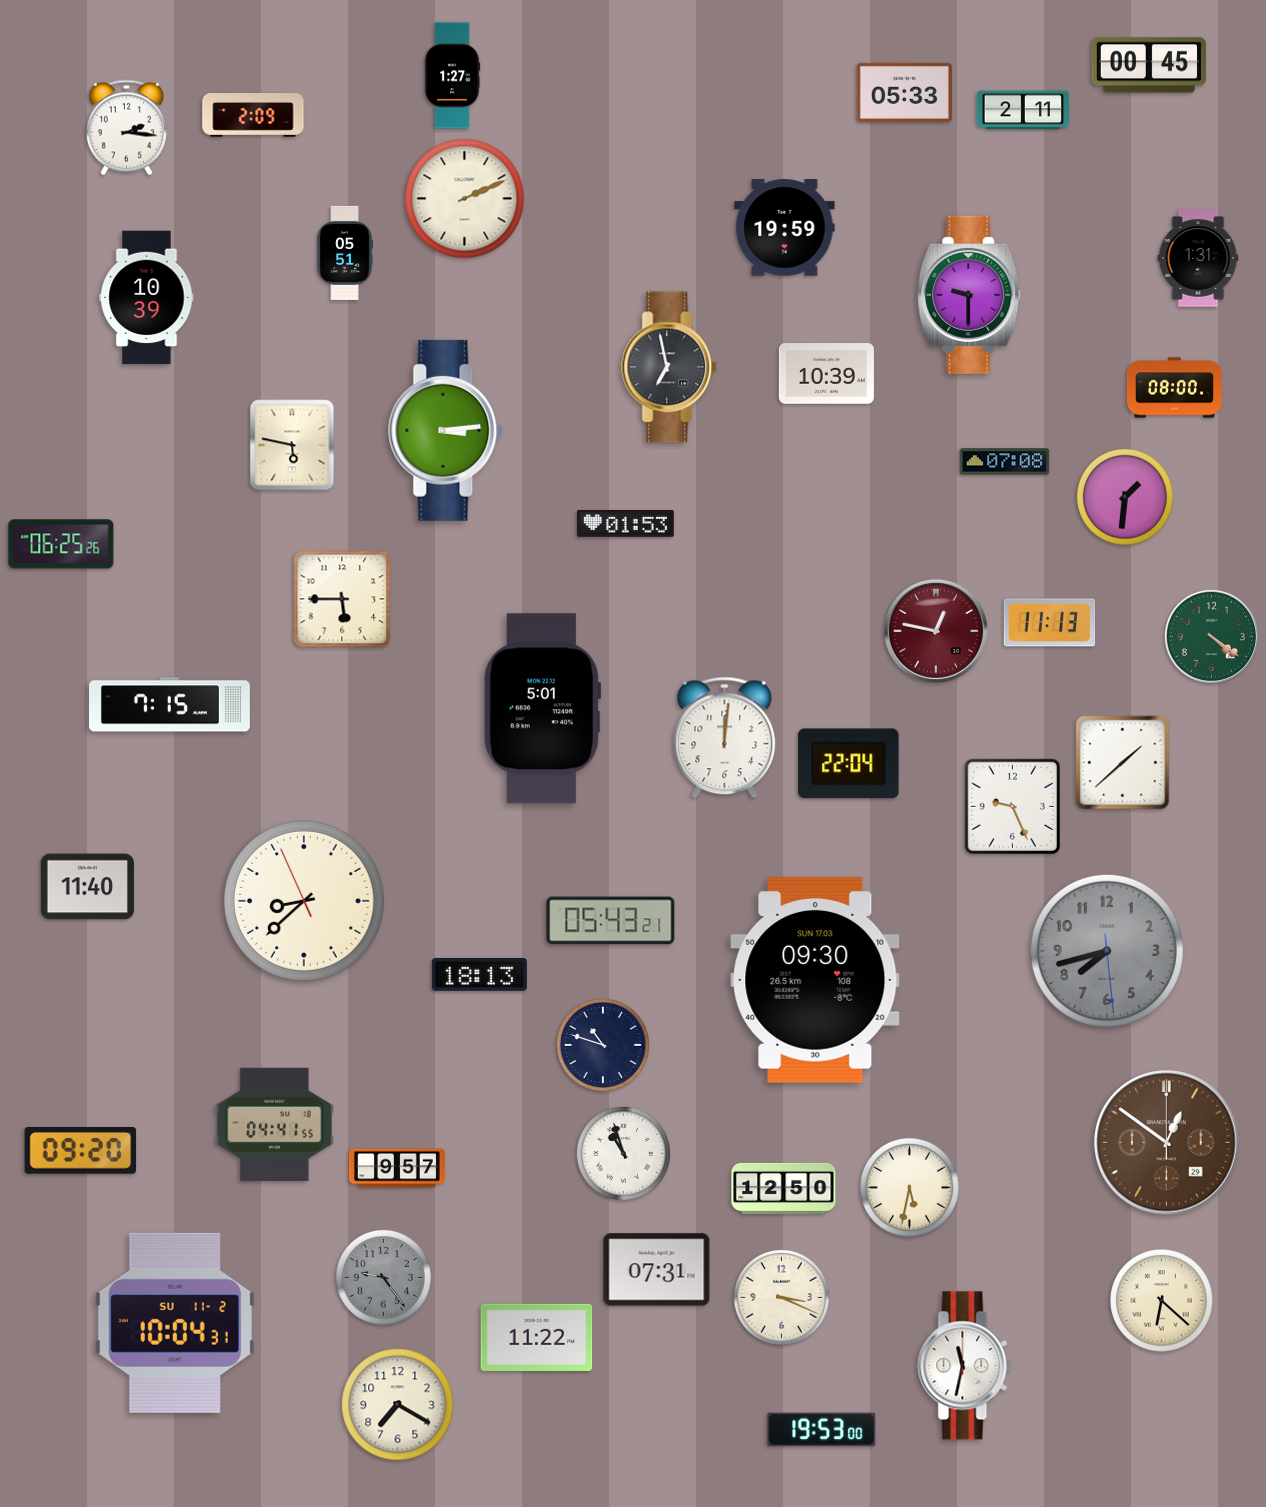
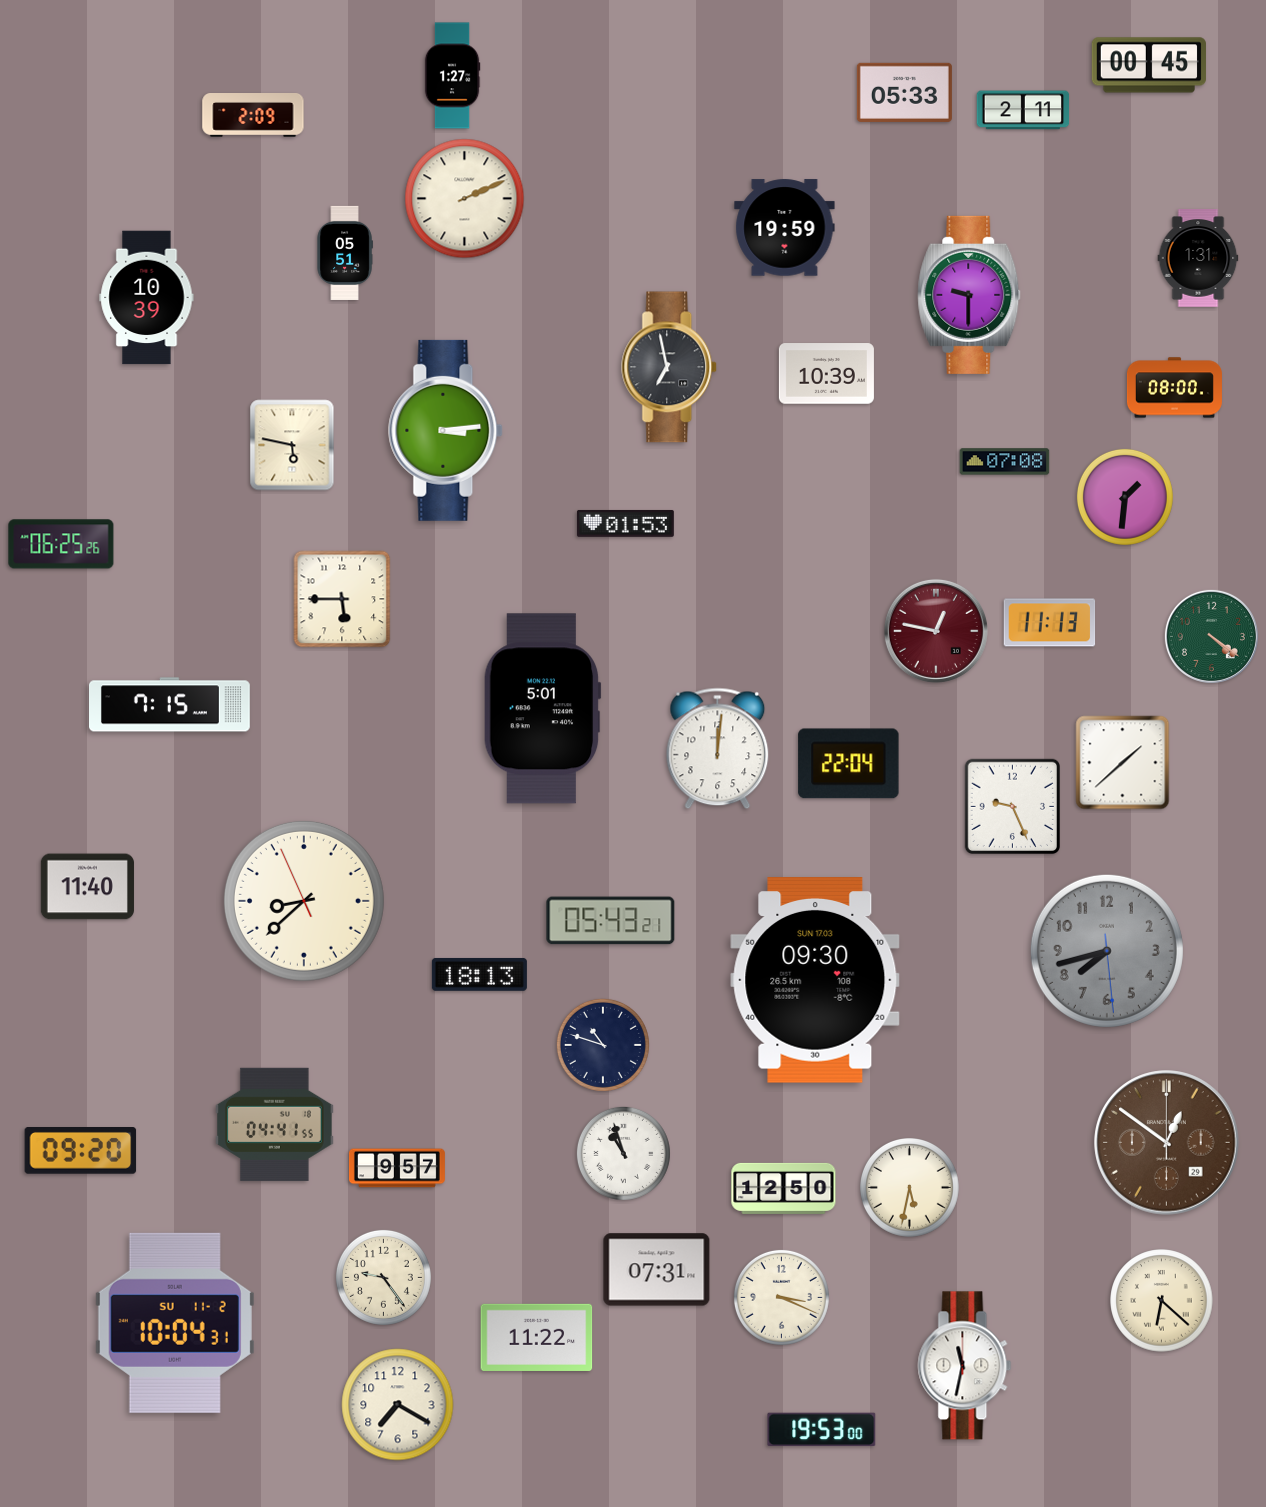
clock at (126, 128): 2:16 -> none
clock at (725, 738) position: (725, 738) -> (718, 749)
clock at (383, 1277) dial: grey -> cream
